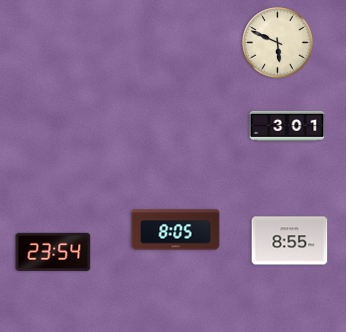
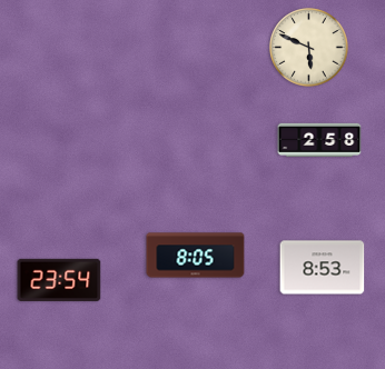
clock at (287, 126): 3:01 -> 2:58
clock at (290, 241): 8:55 -> 8:53
